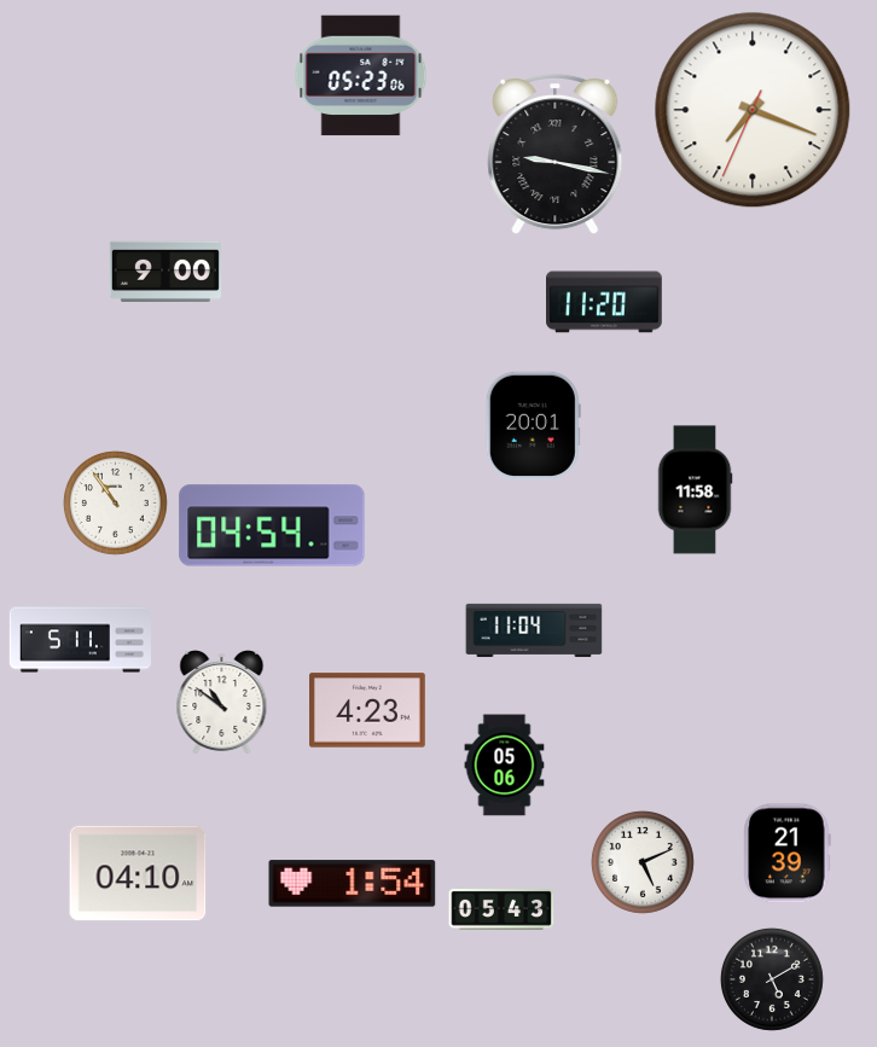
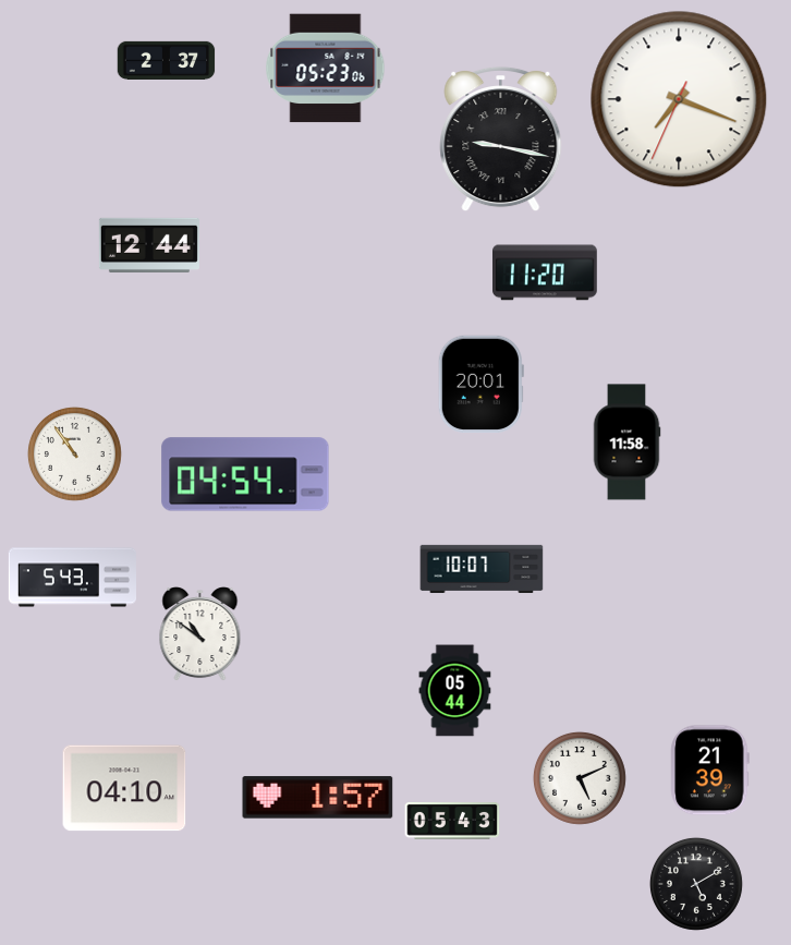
clock at (167, 60): none -> 2:37
clock at (165, 272): 9:00 -> 12:44
clock at (115, 502) position: (115, 502) -> (74, 453)
clock at (534, 630): 11:04 -> 10:07
clock at (80, 640): 5:11 -> 5:43
clock at (368, 710): 4:23 -> none
clock at (505, 766): 05:06 -> 05:44
clock at (353, 884): 1:54 -> 1:57
